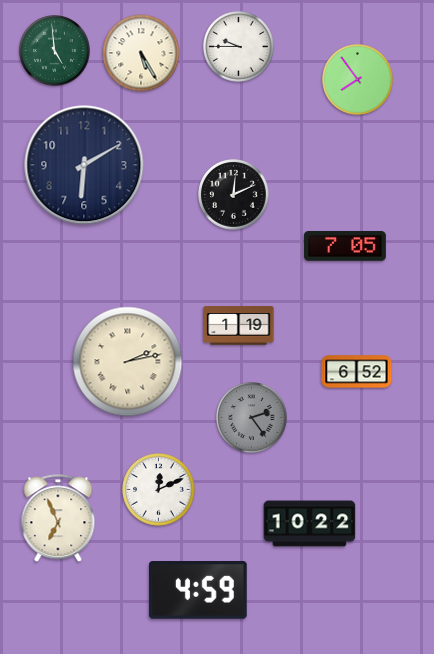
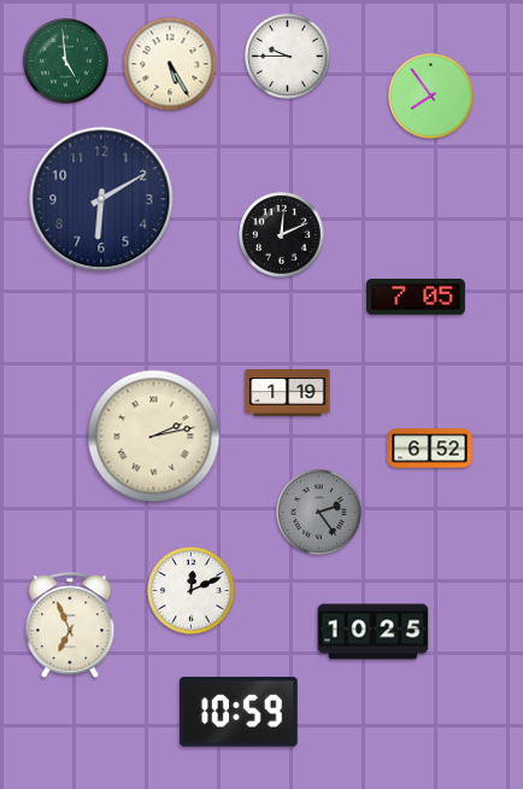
clock at (252, 418) position: (252, 418) -> (319, 513)
clock at (310, 524): 10:22 -> 10:25
clock at (199, 591): 4:59 -> 10:59
